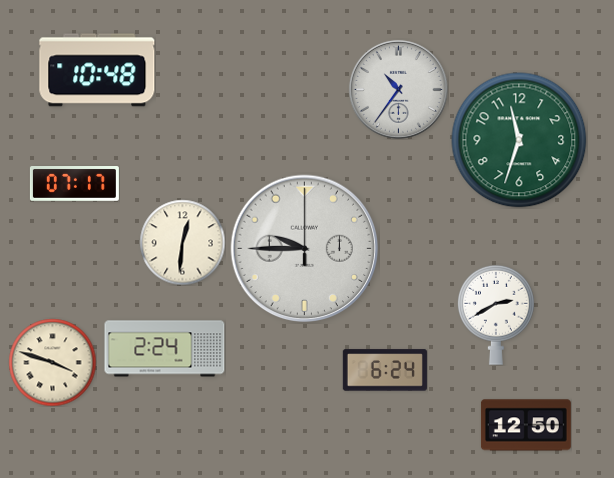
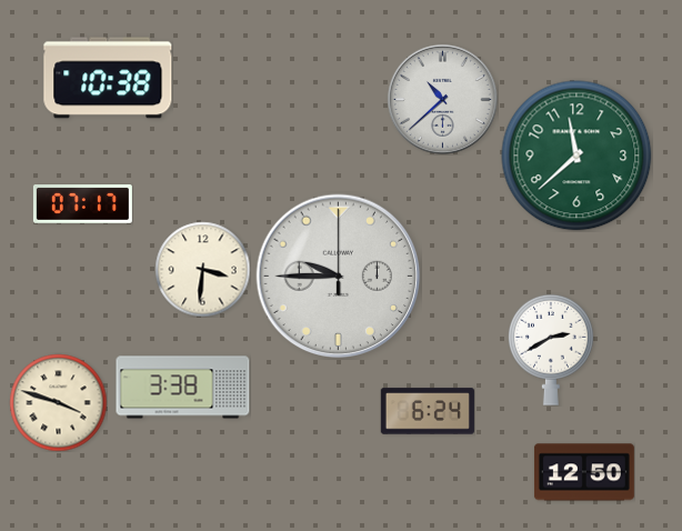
clock at (97, 70): 10:48 -> 10:38
clock at (398, 89): 10:36 -> 10:38
clock at (519, 140): 11:33 -> 11:38
clock at (182, 242): 12:31 -> 3:31
clock at (165, 349): 2:24 -> 3:38
